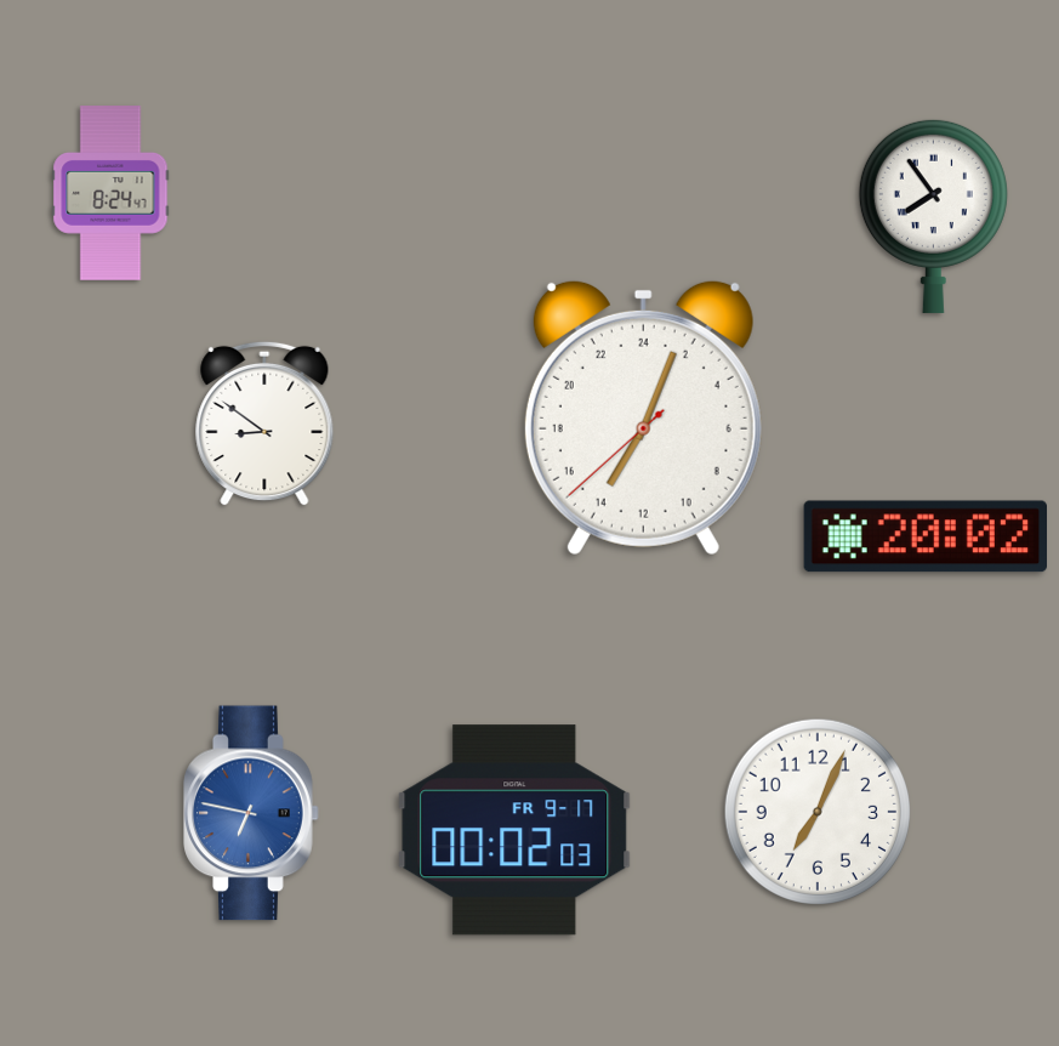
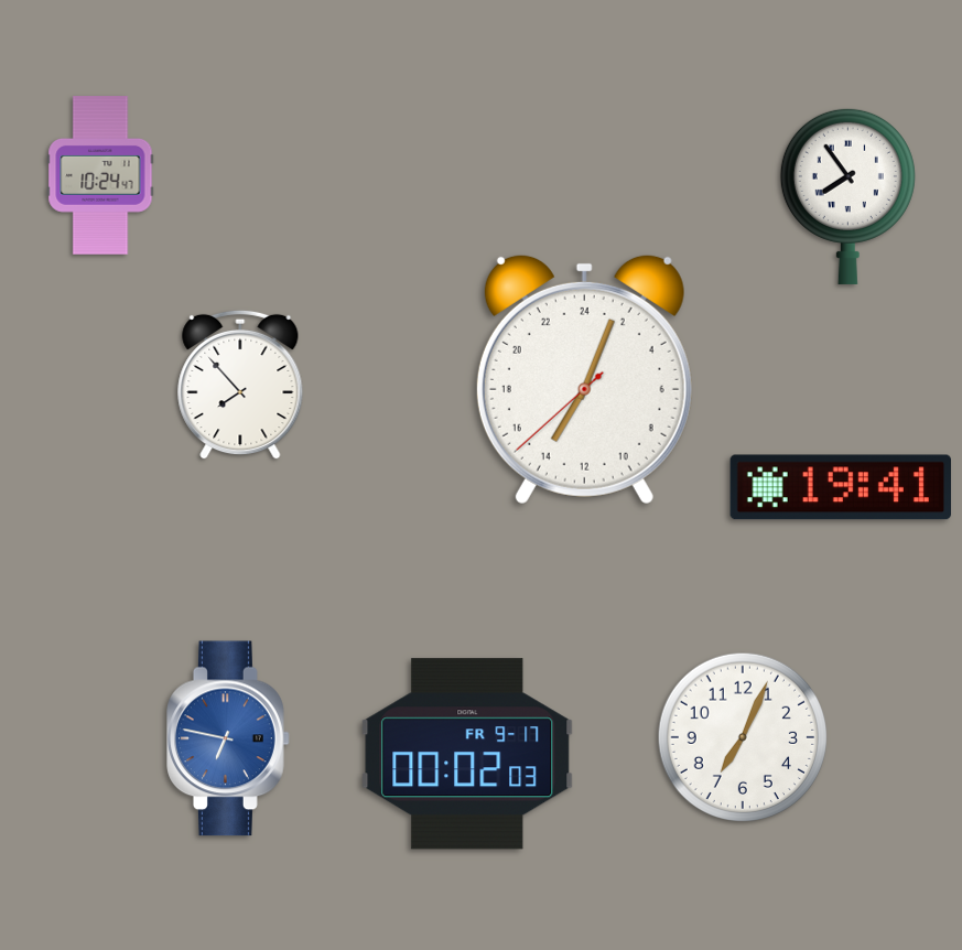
clock at (110, 193): 8:24 -> 10:24
clock at (264, 423): 8:51 -> 7:53
clock at (924, 536): 20:02 -> 19:41
